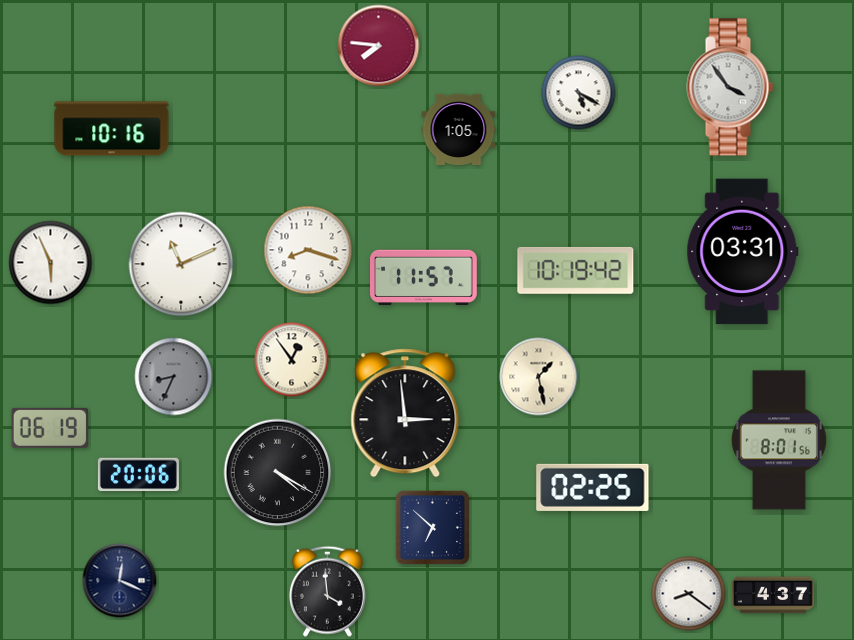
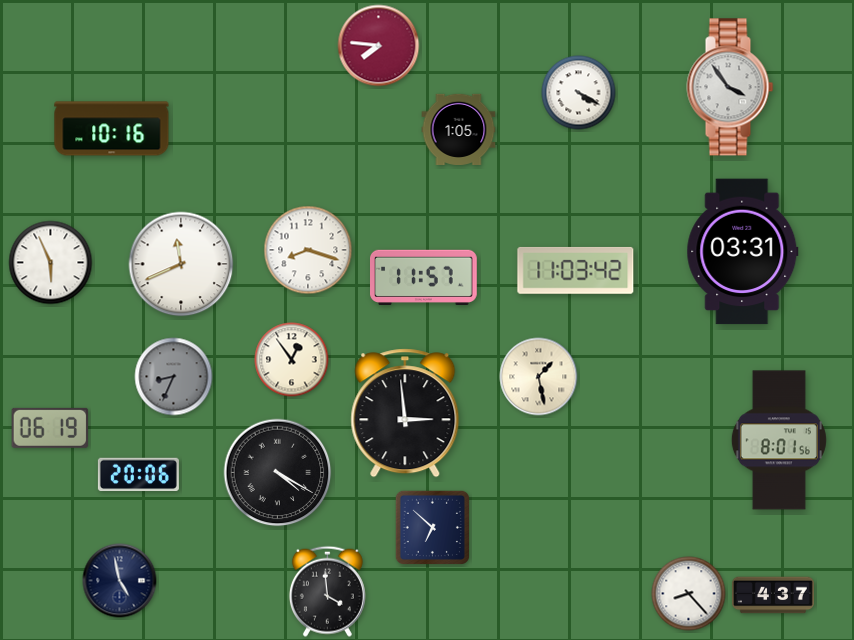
clock at (579, 93): 5:20 -> 4:20
clock at (181, 264): 11:11 -> 11:41
clock at (576, 270): 10:19 -> 11:03
clock at (593, 487): 02:25 -> none
clock at (120, 581): 12:19 -> 4:58
clock at (689, 594): 8:21 -> 8:23
